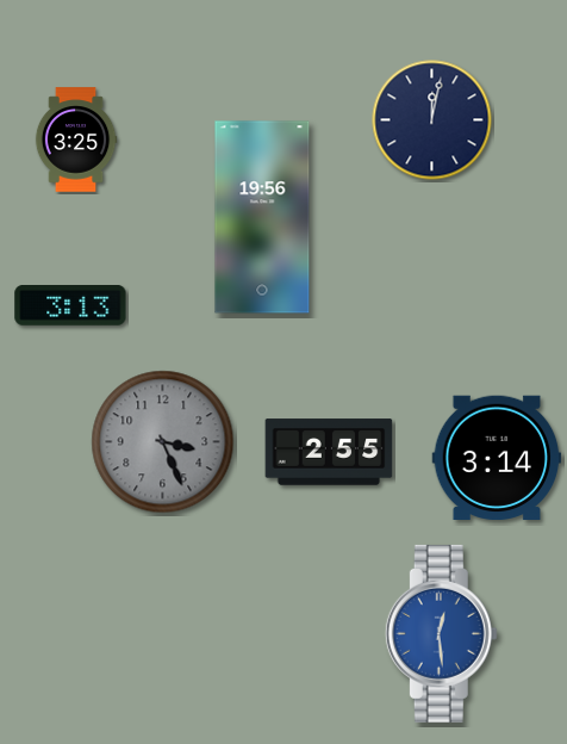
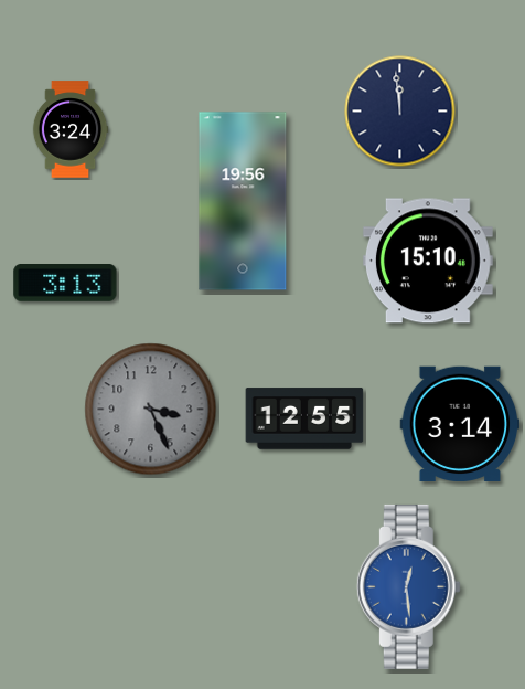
clock at (432, 120): 12:02 -> 11:59
clock at (76, 139): 3:25 -> 3:24
clock at (428, 261): none -> 15:10
clock at (329, 452): 2:55 -> 12:55
